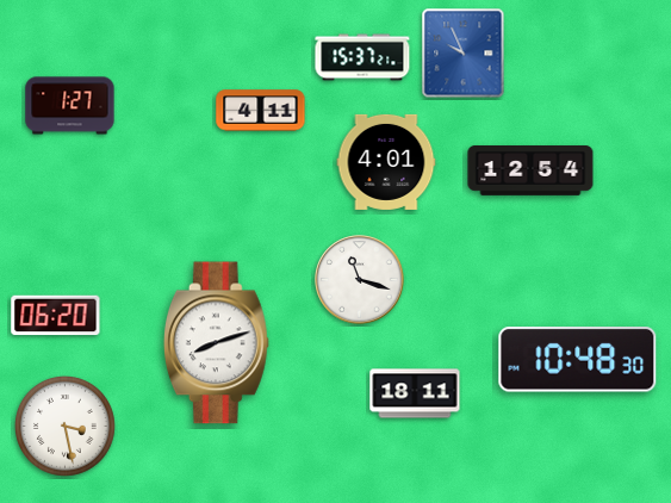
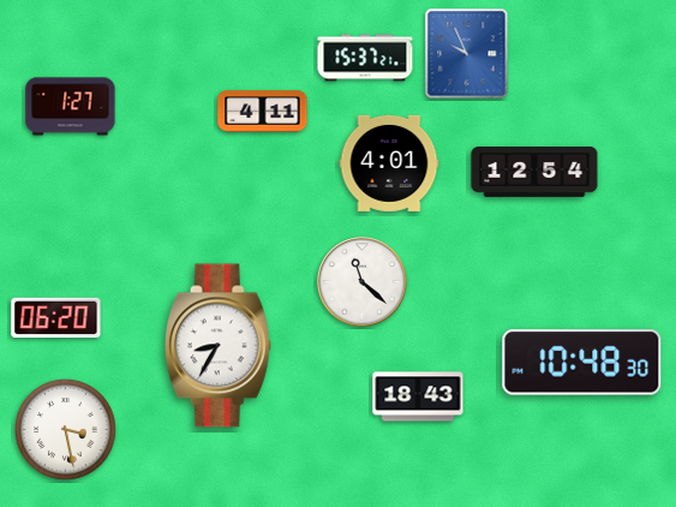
clock at (360, 280): 11:18 -> 11:22
clock at (216, 343): 8:12 -> 8:35
clock at (415, 393): 18:11 -> 18:43
